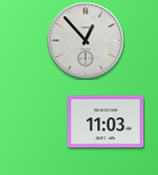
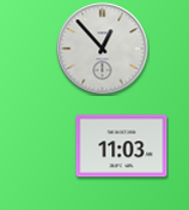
clock at (106, 122) position: (106, 122) -> (122, 146)
